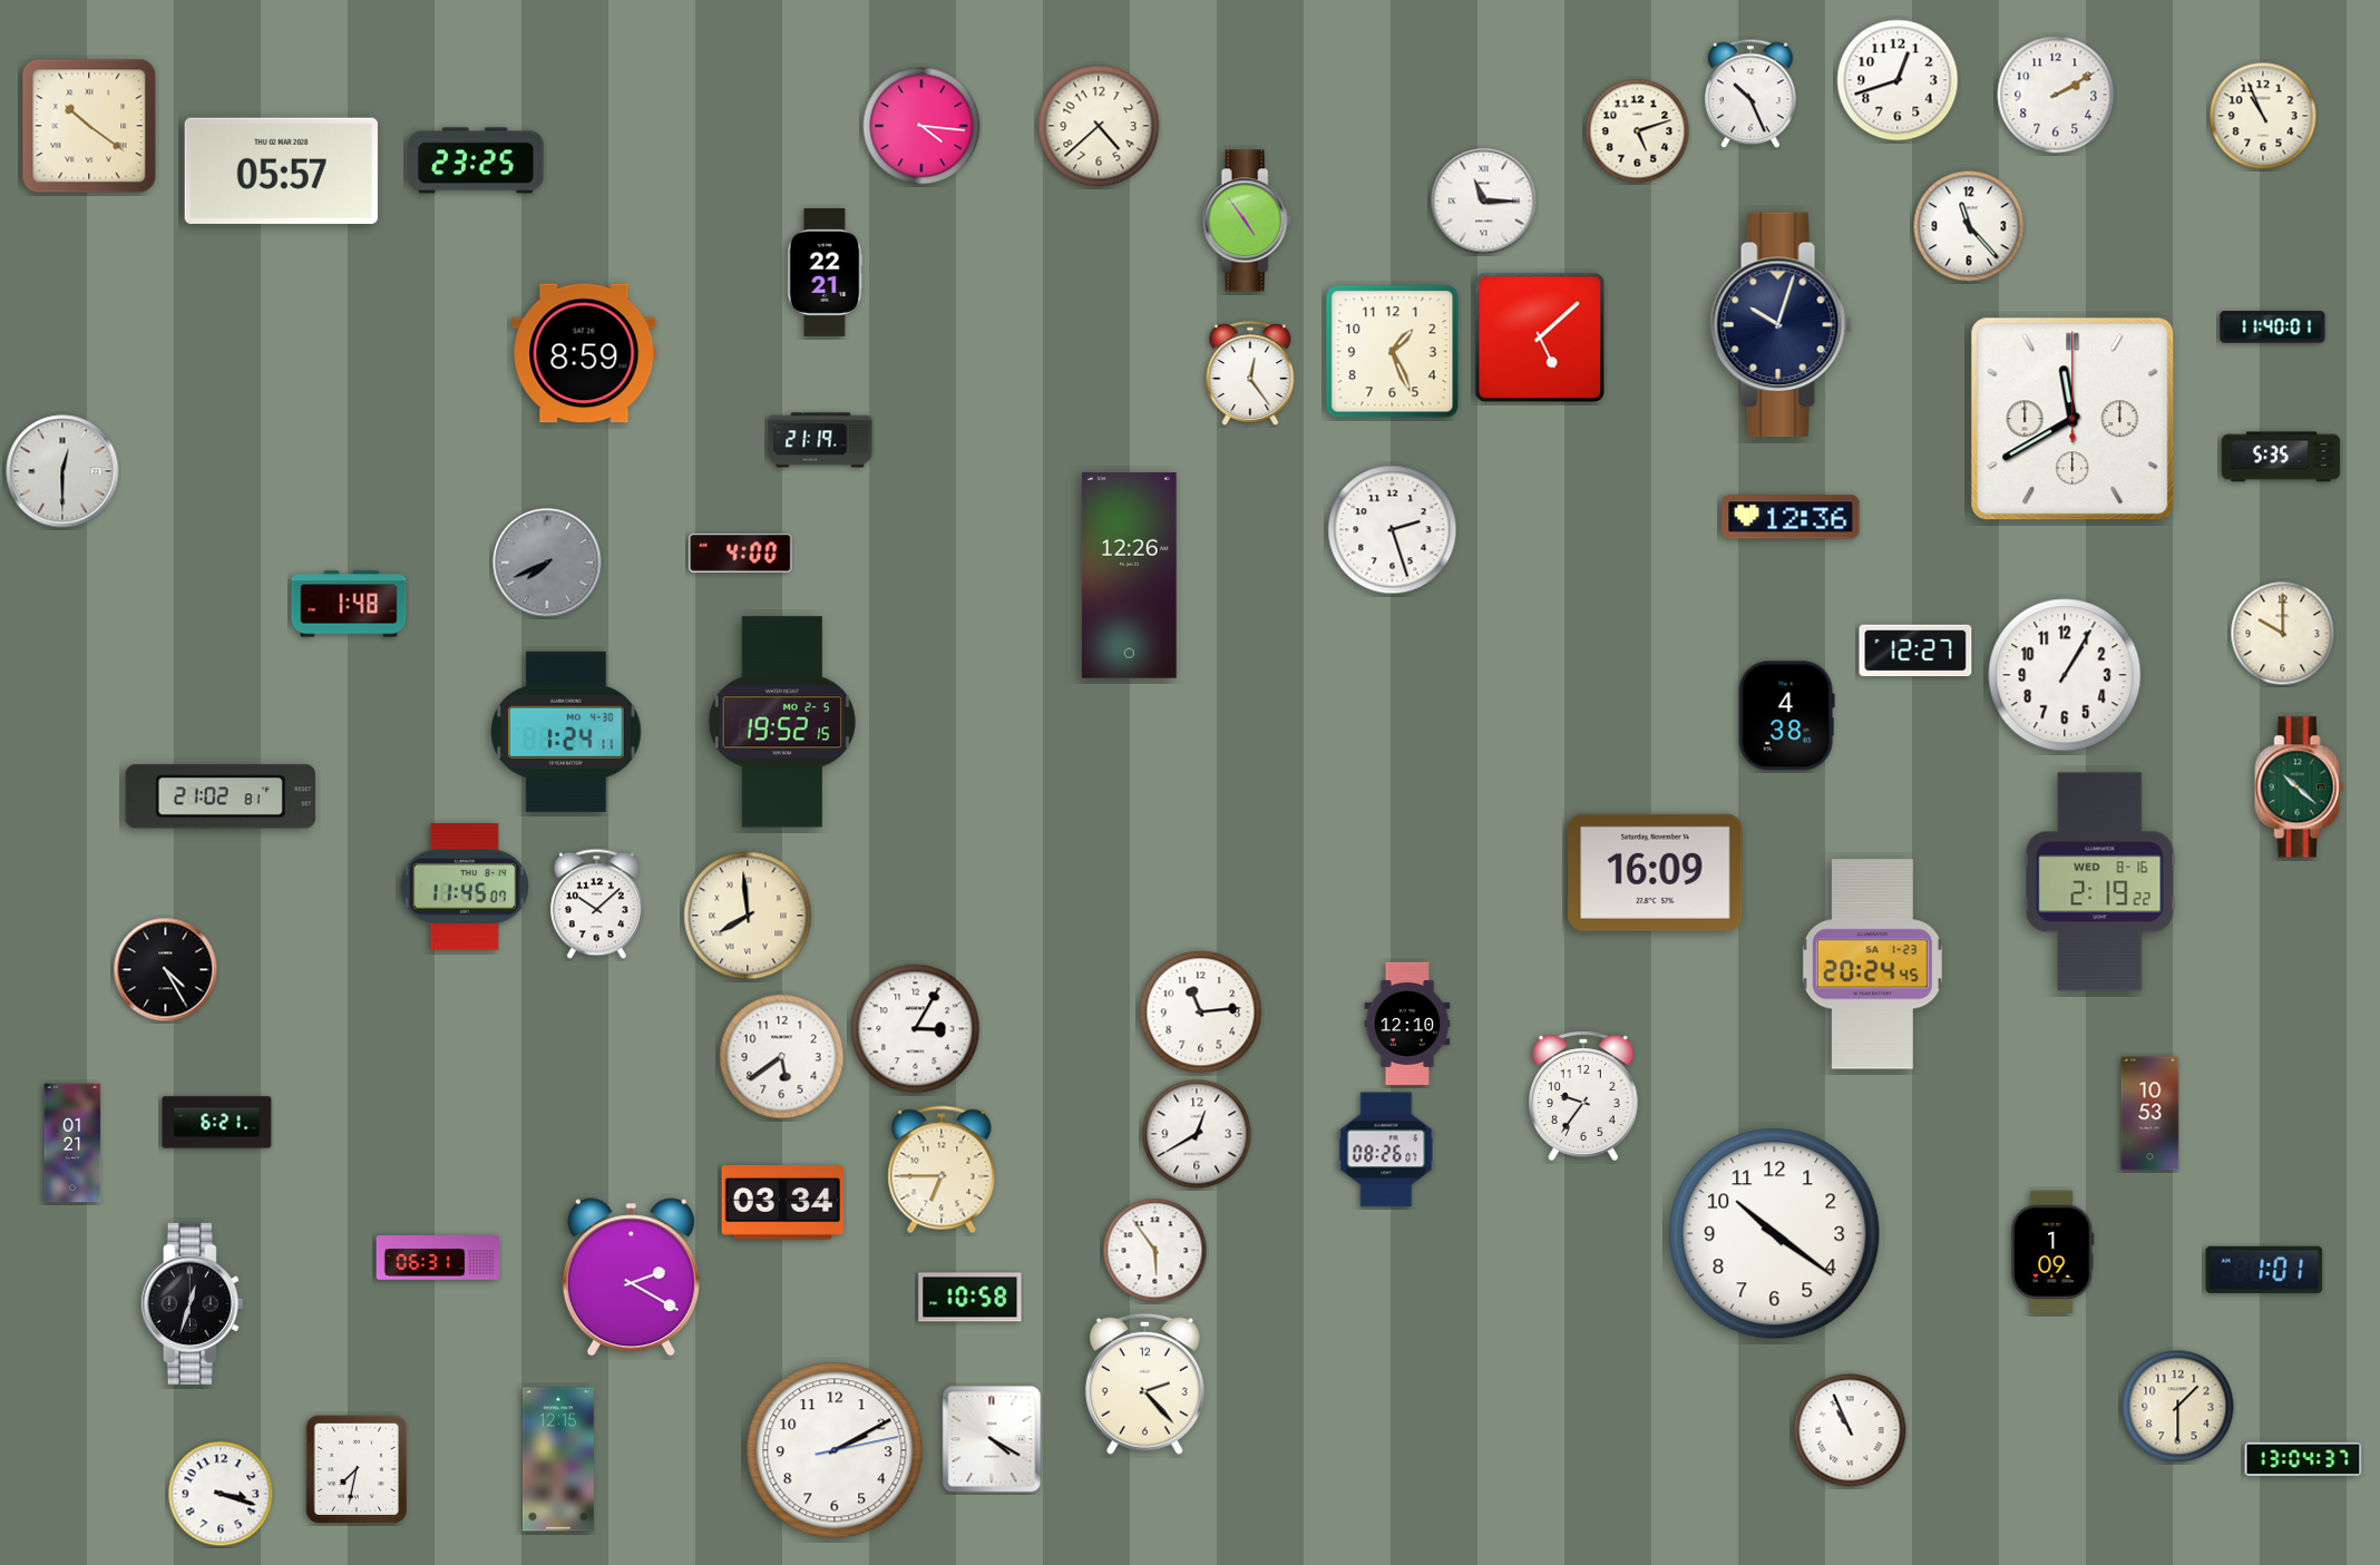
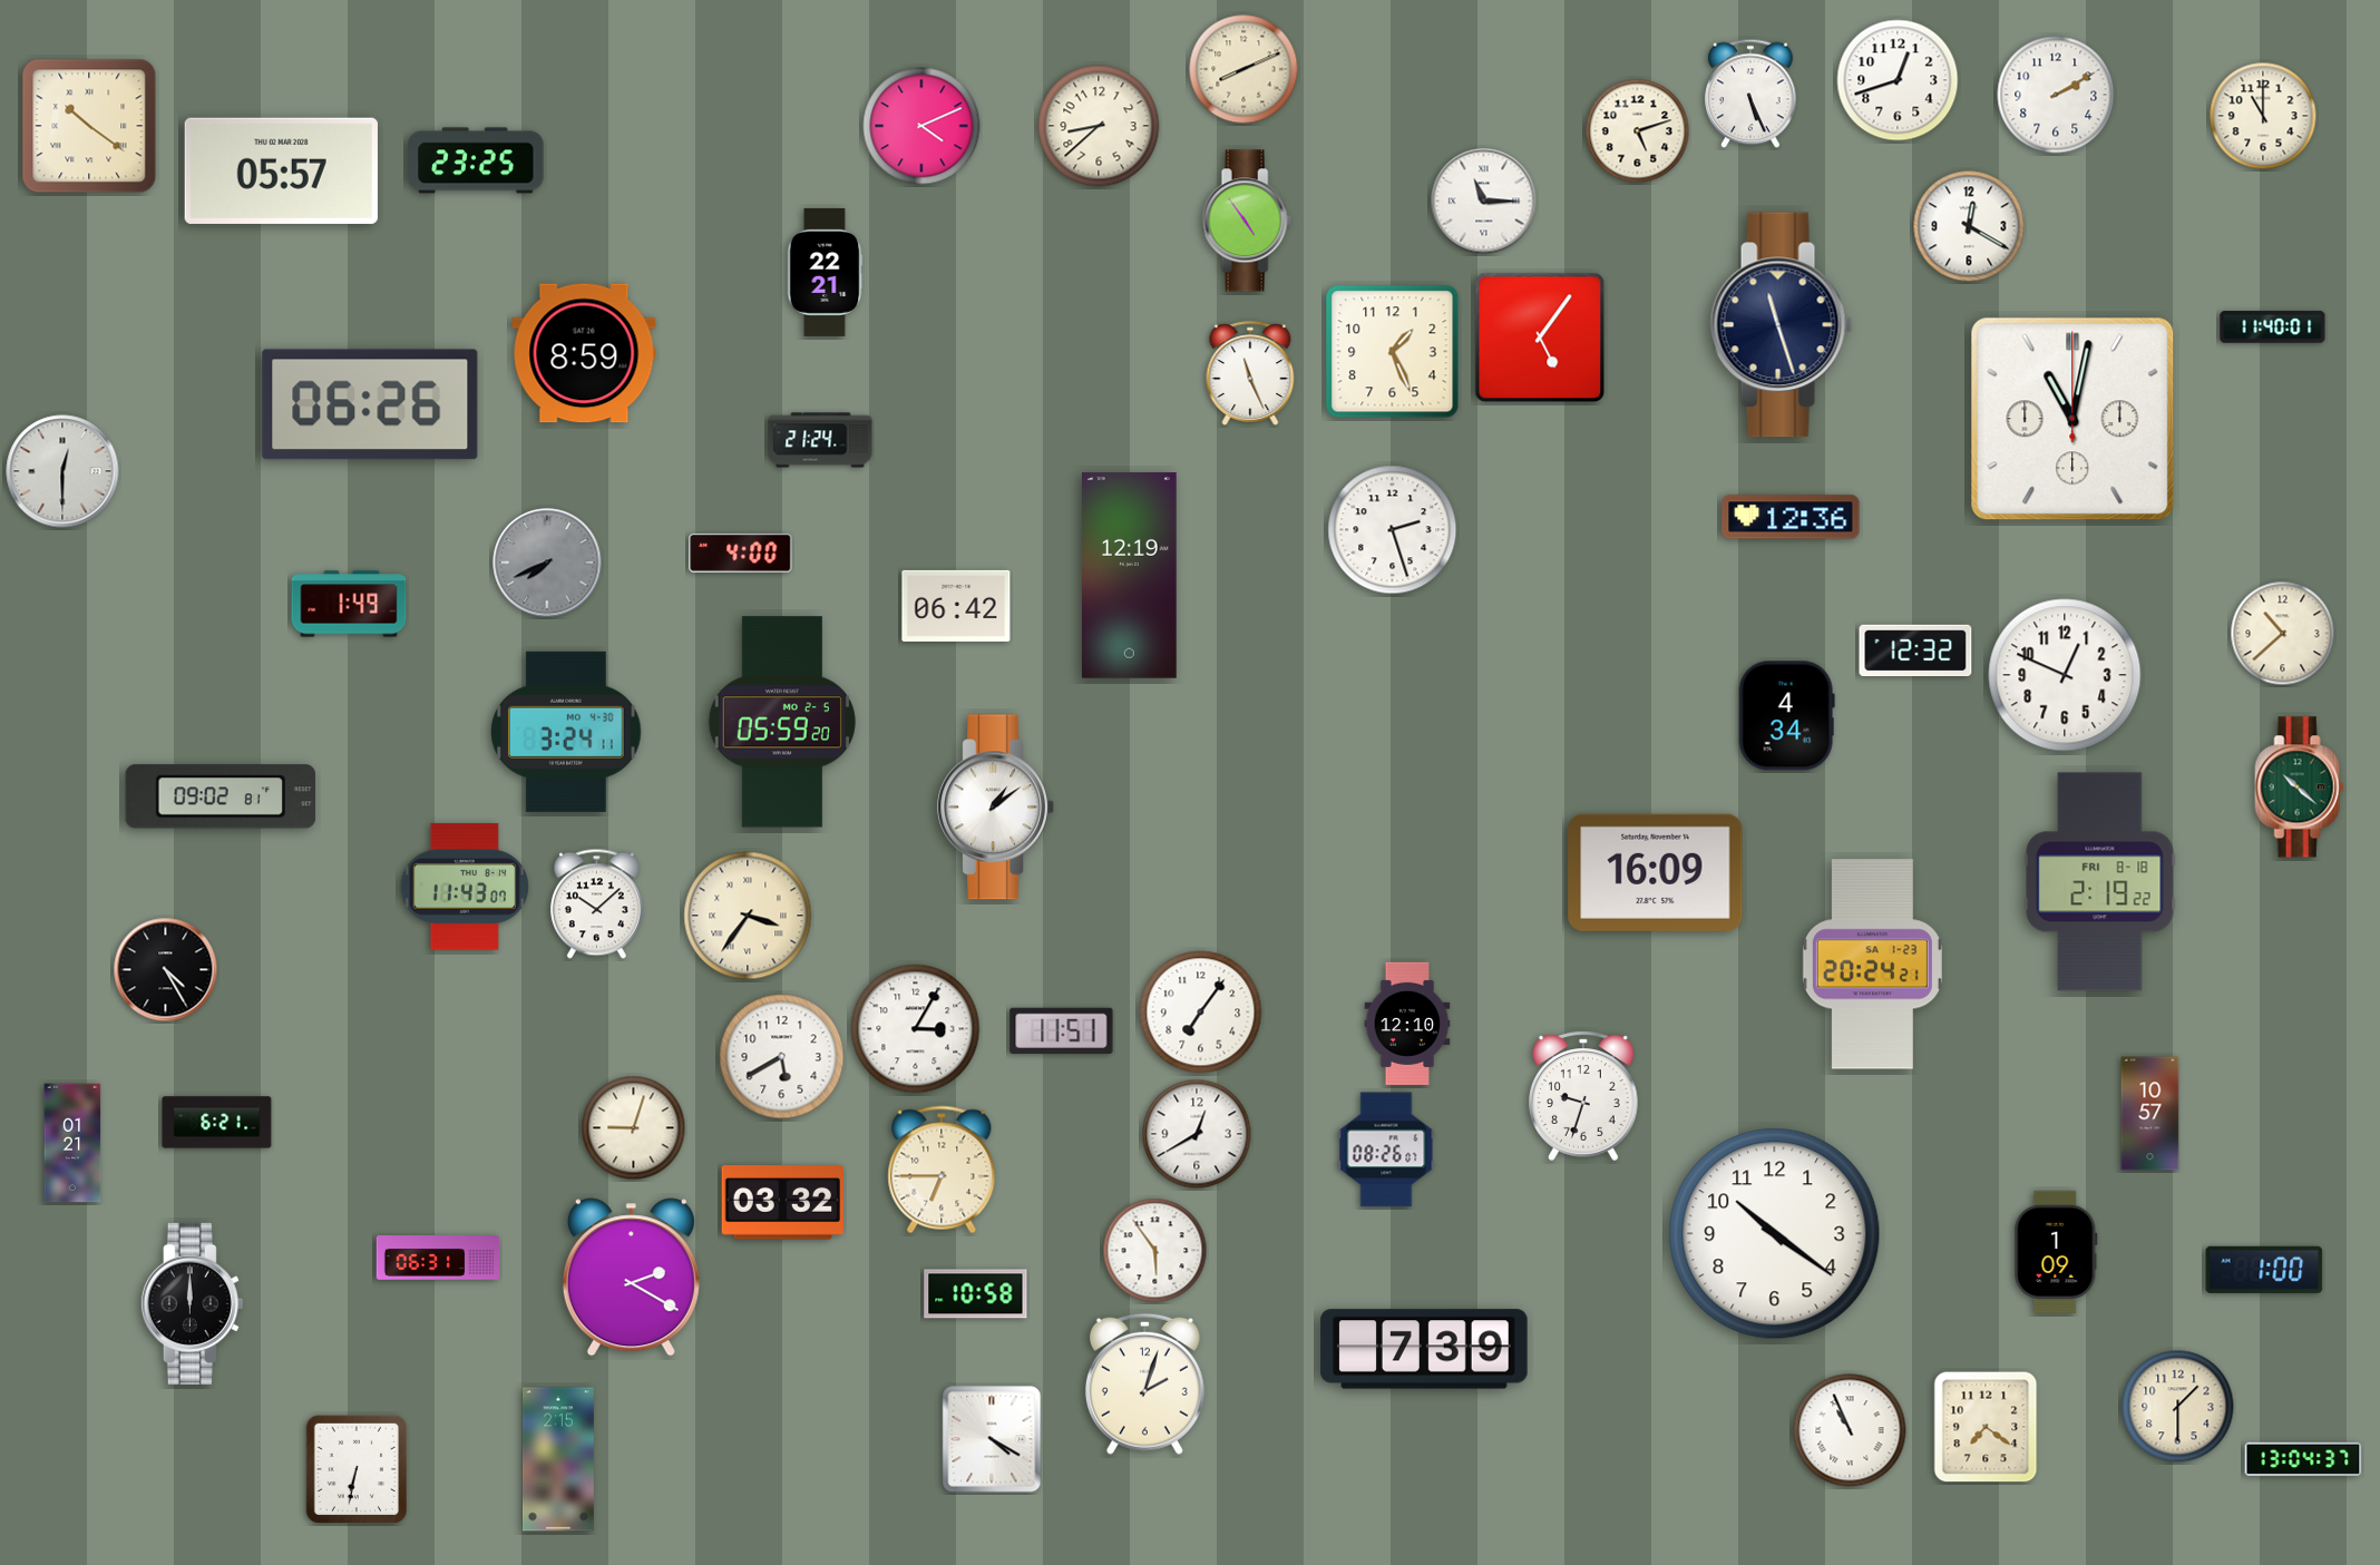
clock at (1243, 69): none -> 8:11
clock at (1750, 94): 10:26 -> 5:26
clock at (2263, 116): 10:56 -> 11:00
clock at (921, 126): 4:16 -> 4:11
clock at (1099, 126): 4:38 -> 8:38
clock at (1969, 226): 11:23 -> 12:20
clock at (1782, 325): 10:03 -> 11:27
clock at (1540, 338): 5:08 -> 5:06
clock at (1250, 373): 12:24 -> 11:26
clock at (370, 404): none -> 06:26
clock at (2072, 419): 11:40 -> 11:02
clock at (820, 440): 21:19 -> 21:24
clock at (2281, 457): 5:35 -> none
clock at (1130, 576): 12:26 -> 12:19
clock at (349, 604): 1:48 -> 1:49
clock at (956, 606): none -> 06:42
clock at (2283, 634): 10:00 -> 10:38
clock at (1915, 651): 12:27 -> 12:32
clock at (2065, 675): 1:05 -> 12:49
clock at (1786, 716): 4:38 -> 4:34
clock at (782, 722): 19:52 -> 05:59
clock at (566, 732): 1:24 -> 3:24
clock at (221, 796): 21:02 -> 09:02
clock at (995, 808): none -> 1:09
clock at (2100, 882) date: WED 8-16 -> FRI 8-18
clock at (465, 887): 11:45 -> 11:43
clock at (748, 916): 7:59 -> 3:36
clock at (1872, 965): 20:24:45 -> 20:24:21
clock at (1201, 1013): 11:14 -> 7:06
clock at (1062, 1031): none -> 11:51
clock at (782, 1057): 5:39 -> 5:40
clock at (1584, 1096): 9:36 -> 9:33
clock at (2150, 1114): 10:53 -> 10:57
clock at (634, 1128): none -> 9:03
clock at (782, 1203): 03:34 -> 03:32
clock at (2052, 1252) position: (2052, 1252) -> (2056, 1252)
clock at (2264, 1270): 1:01 -> 1:00
clock at (970, 1298) position: (970, 1298) -> (976, 1294)
clock at (192, 1303): 12:33 -> 12:00
clock at (1424, 1349): none -> 7:39
clock at (1144, 1383): 2:23 -> 2:03
clock at (1986, 1427): none -> 7:21
clock at (835, 1450): 2:10 -> none
clock at (558, 1459): 12:15 -> 2:15
clock at (355, 1468): 7:32 -> 6:32
clock at (221, 1494): 3:18 -> none
